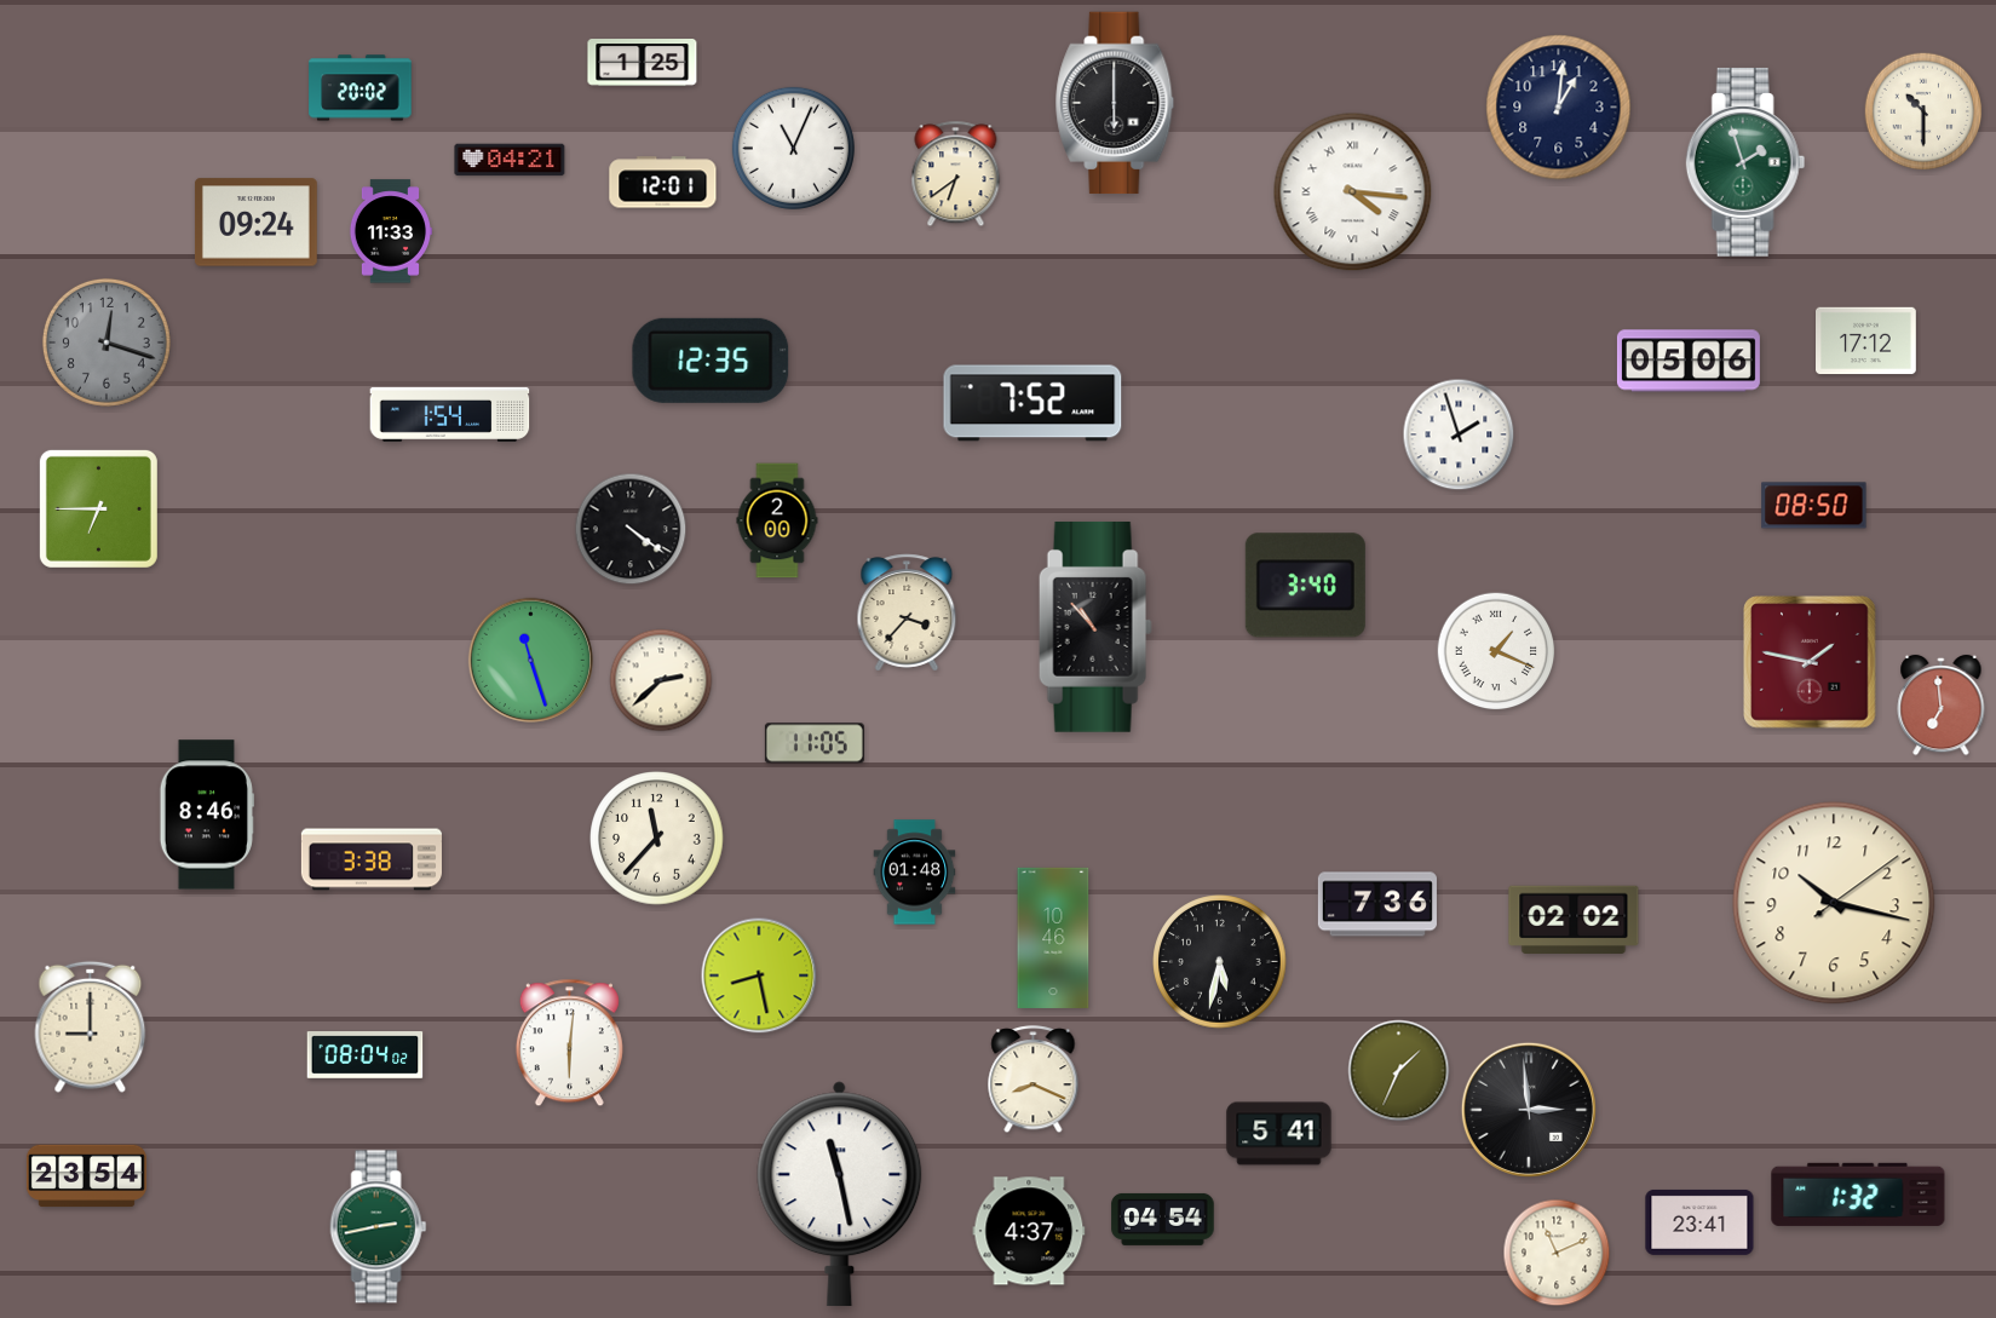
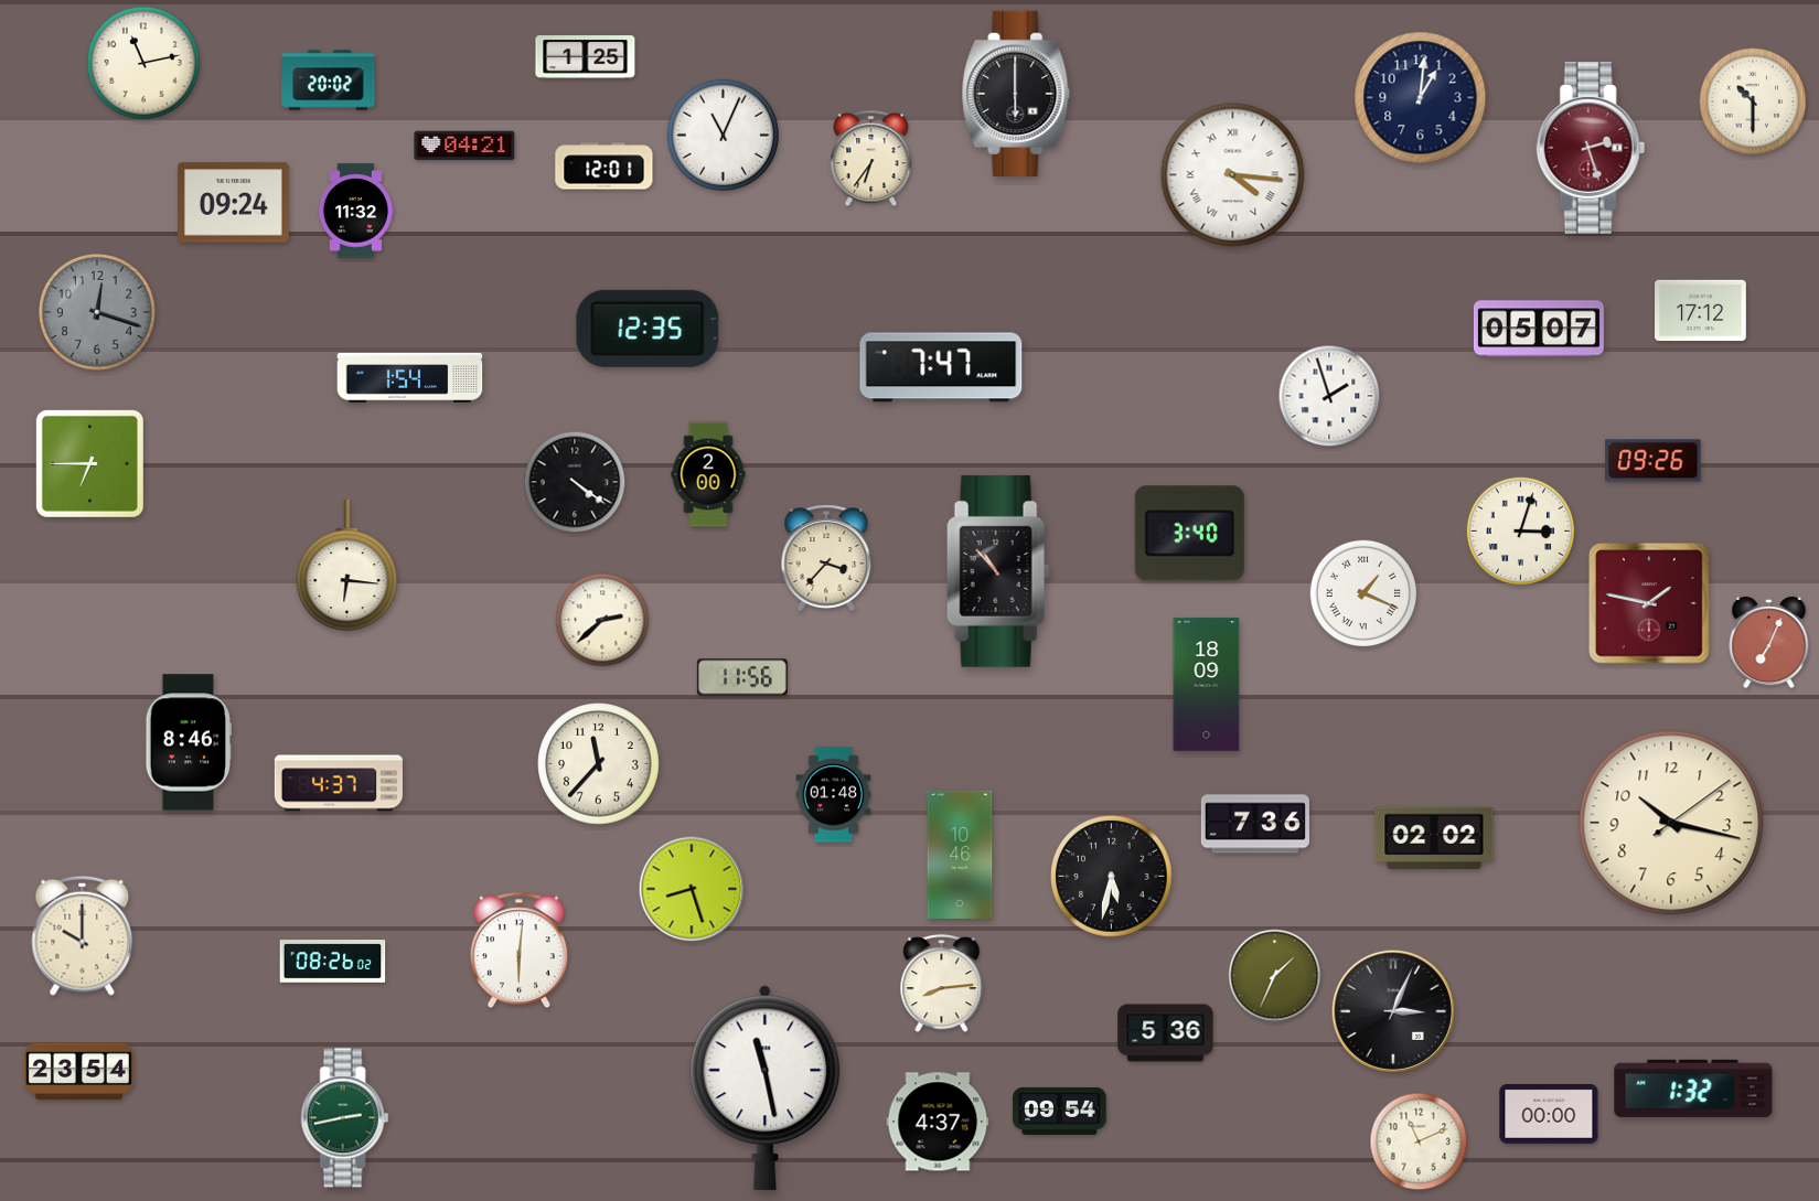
clock at (143, 63): none -> 11:13
clock at (1745, 162): 1:57 -> 2:27
clock at (1745, 162) dial: green -> burgundy
clock at (956, 174): 6:39 -> 6:36
clock at (390, 231): 11:33 -> 11:32
clock at (1689, 361): 05:06 -> 05:07
clock at (1032, 403): 7:52 -> 7:47
clock at (1814, 506): 08:50 -> 09:26
clock at (1521, 532): none -> 3:03
clock at (347, 566): none -> 6:16
clock at (531, 661): 11:27 -> none
clock at (1942, 706): 6:59 -> 7:04
clock at (815, 743): 11:05 -> 11:56
clock at (1207, 685): none -> 18:09
clock at (372, 859): 3:38 -> 4:37
clock at (759, 975): 8:28 -> 8:27
clock at (91, 1026): 9:00 -> 10:00
clock at (366, 1055): 08:04 -> 08:26
clock at (1034, 1080): 8:19 -> 8:14
clock at (1529, 1110): 2:59 -> 3:04
clock at (1279, 1134): 5:41 -> 5:36
clock at (1163, 1219): 04:54 -> 09:54
clock at (1699, 1222): 23:41 -> 00:00
